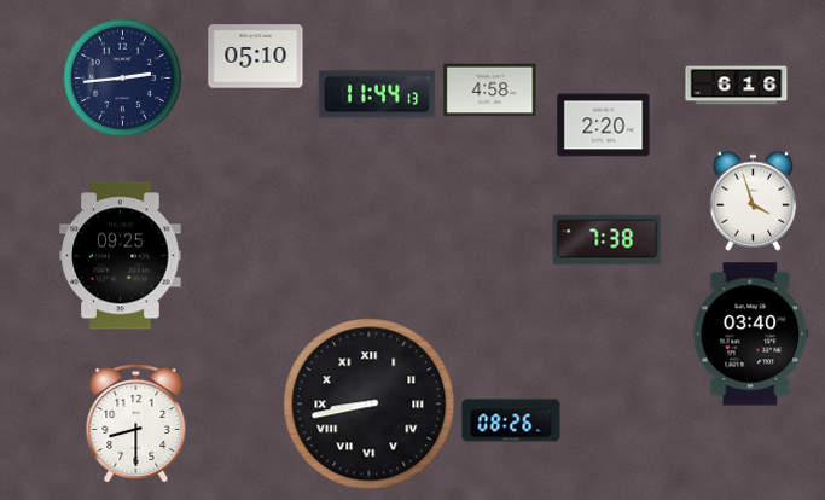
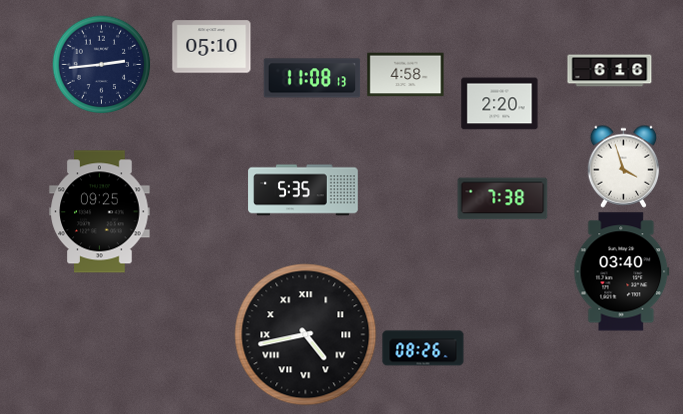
clock at (377, 94): 11:44 -> 11:08
clock at (303, 190): none -> 5:35
clock at (751, 335) position: (751, 335) -> (622, 272)
clock at (370, 405): 8:43 -> 4:43
clock at (136, 424): 8:30 -> none
